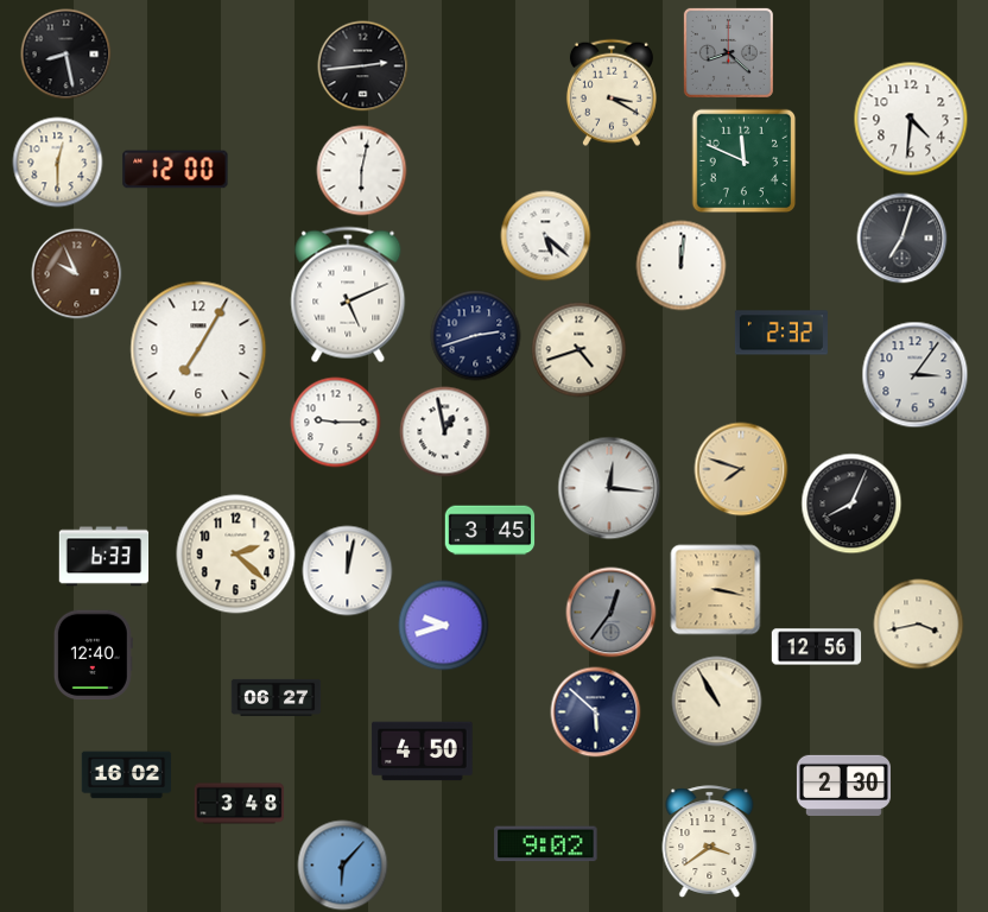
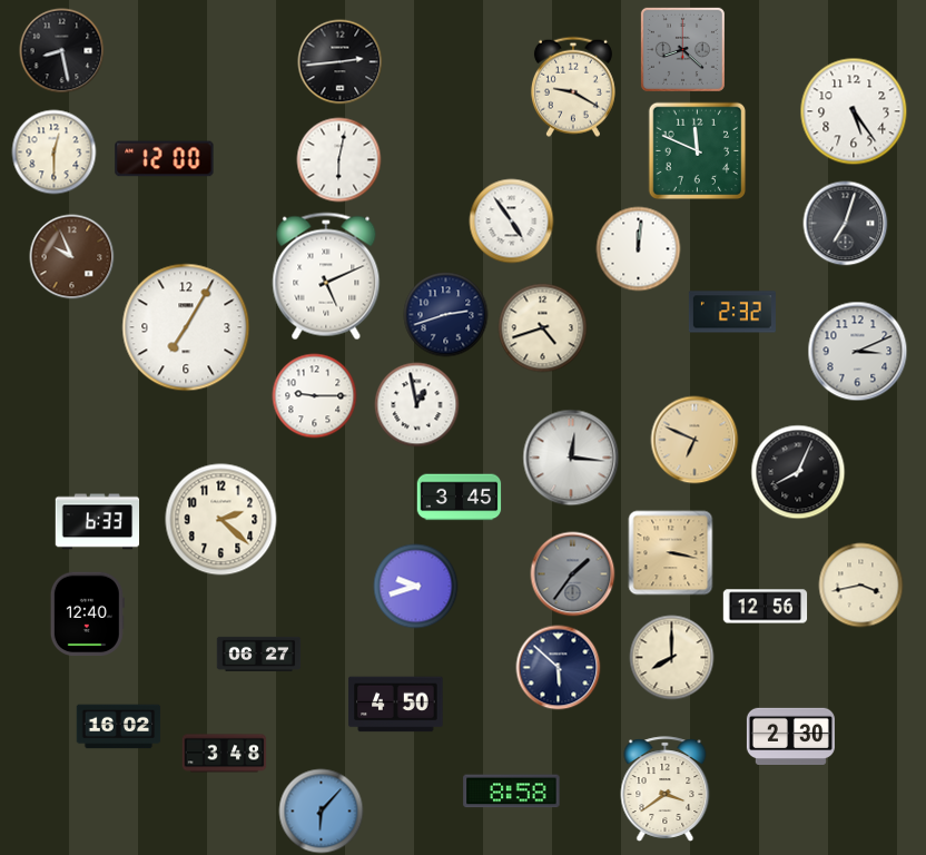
clock at (612, 93): 3:20 -> 9:20
clock at (911, 119): 4:31 -> 5:24
clock at (546, 236): 5:22 -> 4:54
clock at (916, 375): 3:06 -> 3:11
clock at (741, 469): 7:48 -> 6:49
clock at (348, 571): 12:02 -> none
clock at (612, 613): 12:36 -> 1:36
clock at (717, 702): 10:55 -> 8:00
clock at (546, 844): 9:02 -> 8:58
